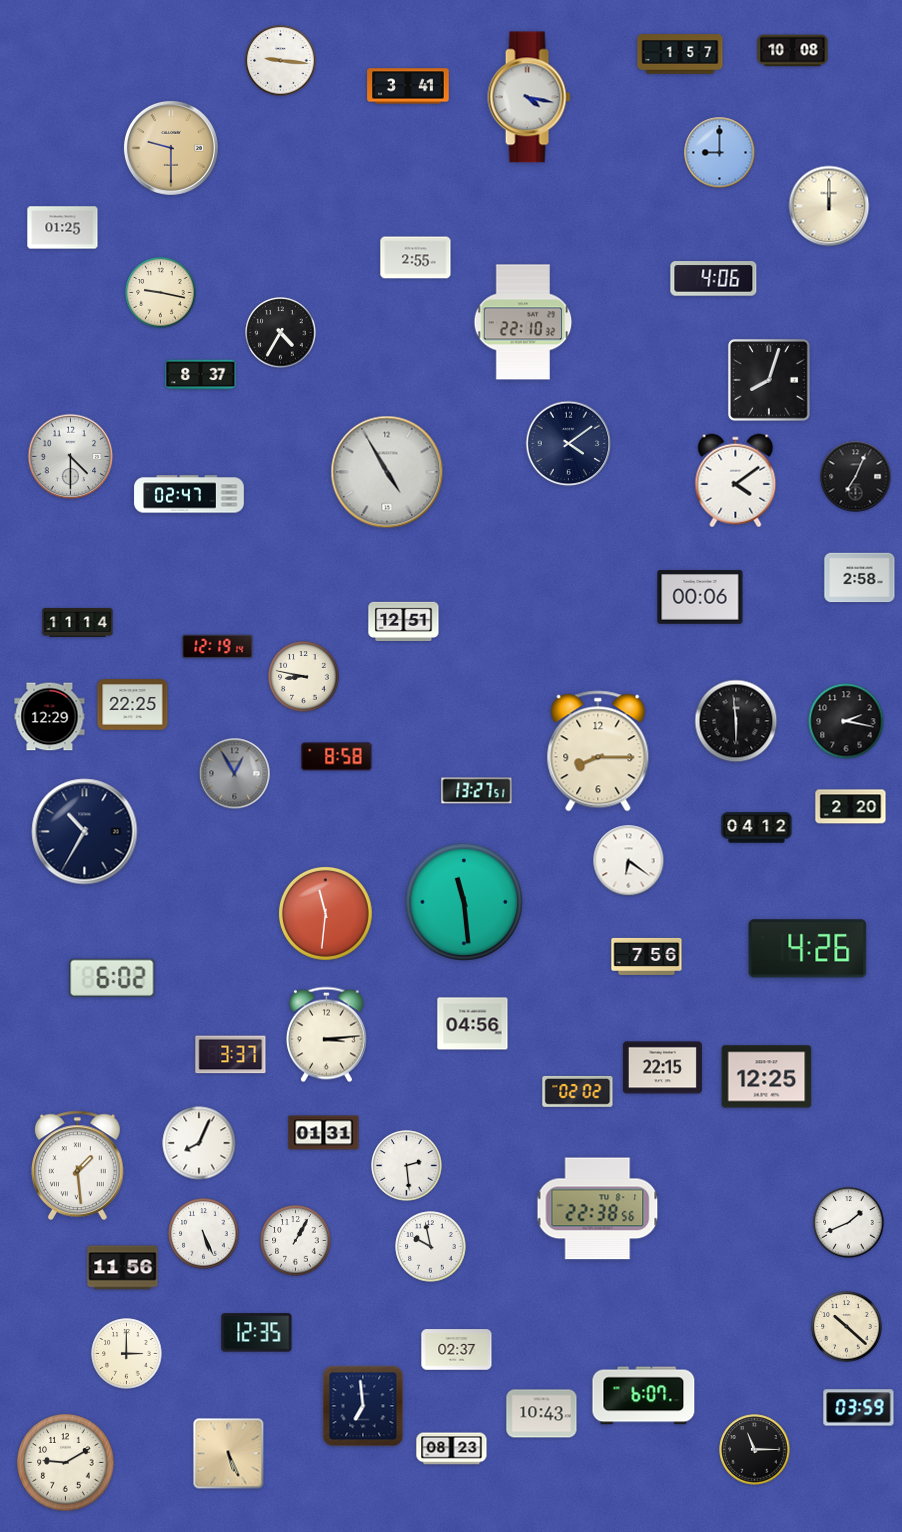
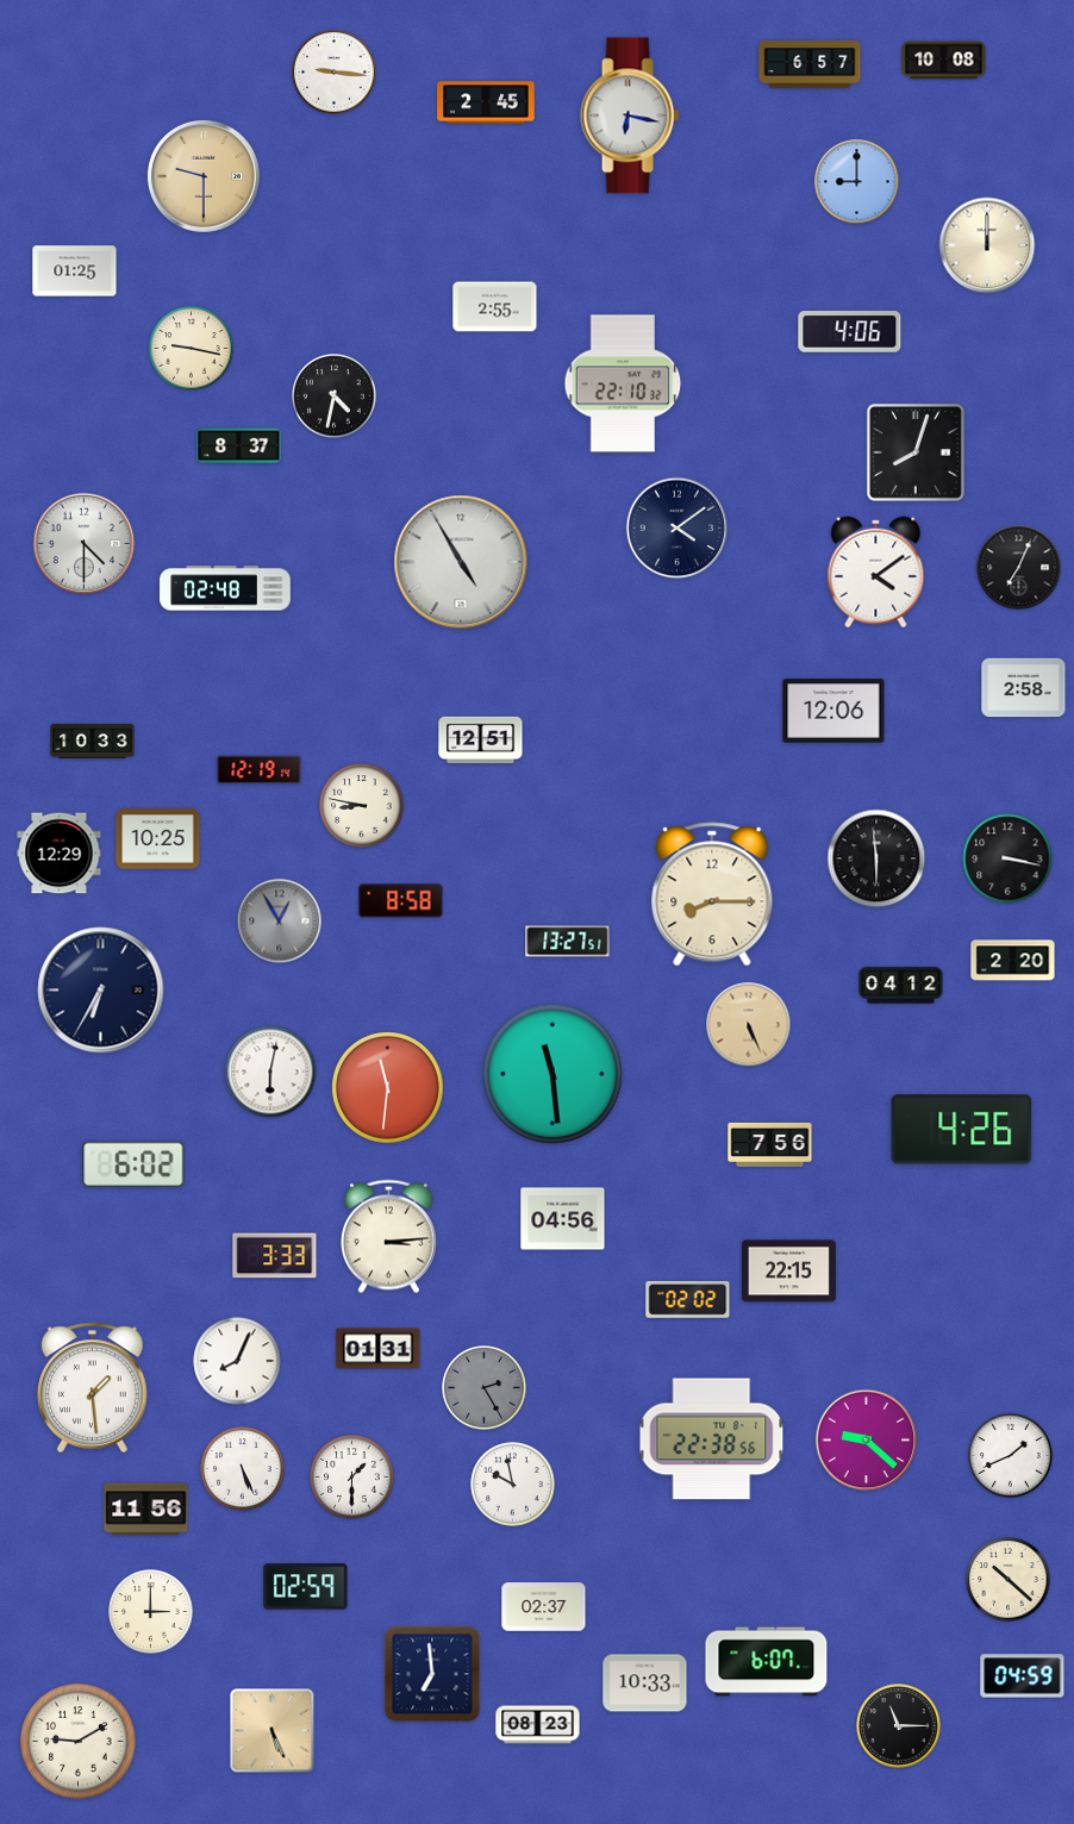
clock at (680, 54): 1:57 -> 6:57
clock at (408, 86): 3:41 -> 2:45
clock at (529, 97): 4:17 -> 6:17
clock at (281, 333): 4:35 -> 4:32
clock at (189, 494): 02:47 -> 02:48
clock at (700, 597): 00:06 -> 12:06
clock at (78, 622): 11:14 -> 10:33
clock at (133, 705): 22:25 -> 10:25
clock at (846, 721): 2:17 -> 3:17
clock at (85, 832): 10:35 -> 6:35
clock at (629, 861): 6:21 -> 5:26
clock at (629, 861) dial: white -> champagne
clock at (270, 1072): none -> 6:02
clock at (647, 956) position: (647, 956) -> (770, 1144)
clock at (326, 1035) position: (326, 1035) -> (388, 1237)
clock at (231, 1055): 3:37 -> 3:33
clock at (767, 1077): 12:25 -> none
clock at (324, 1133) position: (324, 1133) -> (379, 1349)
clock at (407, 1166): 2:29 -> 2:25
clock at (407, 1166) dial: white -> grey
clock at (867, 1441): none -> 9:22
clock at (296, 1241): 1:05 -> 1:30
clock at (257, 1333): 12:35 -> 02:59
clock at (859, 1408): 03:59 -> 04:59
clock at (542, 1414): 10:43 -> 10:33
